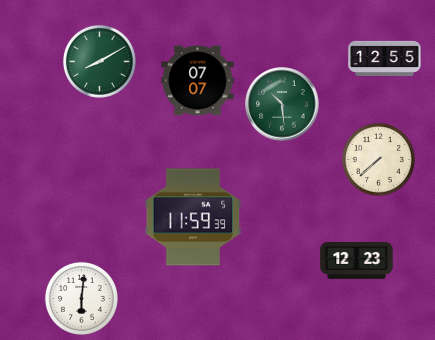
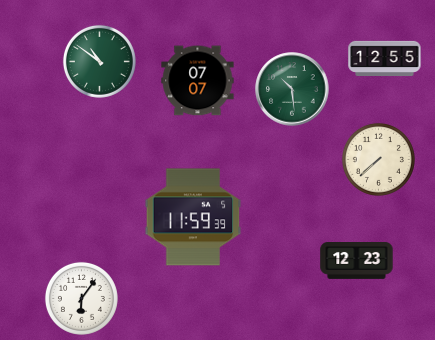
clock at (99, 61): 8:10 -> 10:51
clock at (282, 104) position: (282, 104) -> (292, 89)
clock at (81, 298): 6:01 -> 6:06
